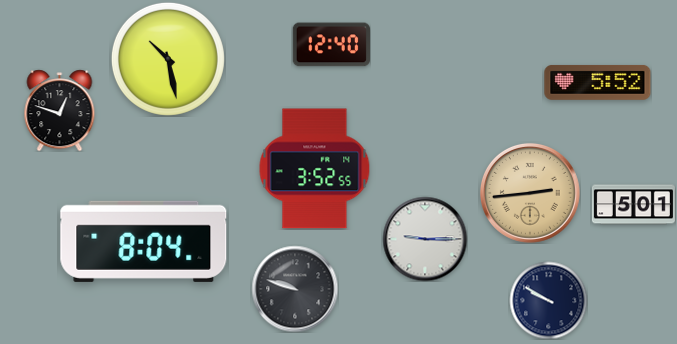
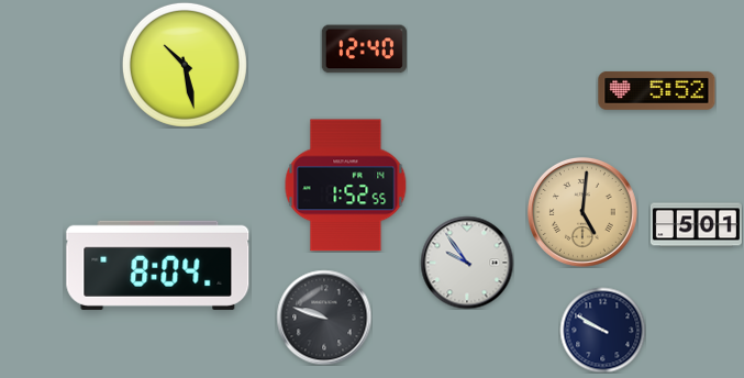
clock at (60, 110): 12:48 -> none
clock at (315, 169): 3:52 -> 1:52
clock at (530, 193): 2:44 -> 5:01
clock at (425, 239): 9:15 -> 9:54
